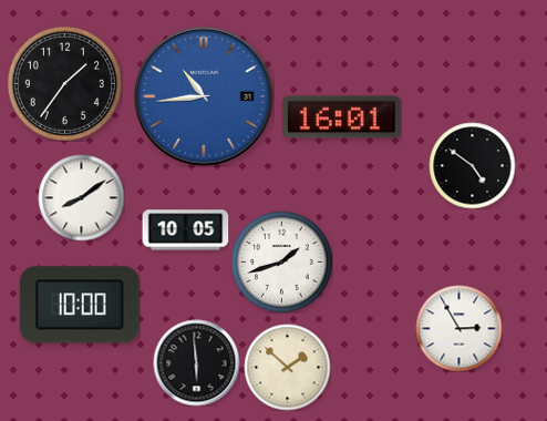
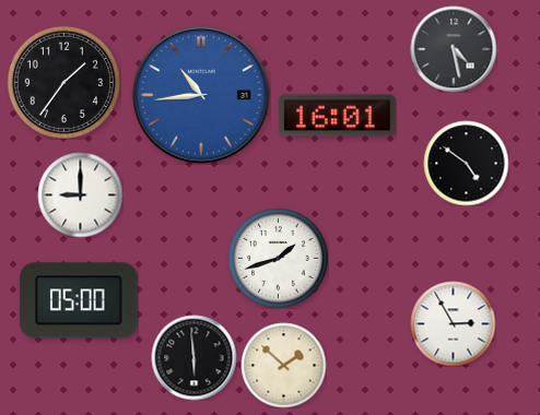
clock at (454, 49): none -> 4:28
clock at (81, 197): 8:09 -> 9:00
clock at (185, 230): 10:05 -> none
clock at (80, 305): 10:00 -> 05:00
clock at (287, 367) position: (287, 367) -> (283, 365)
